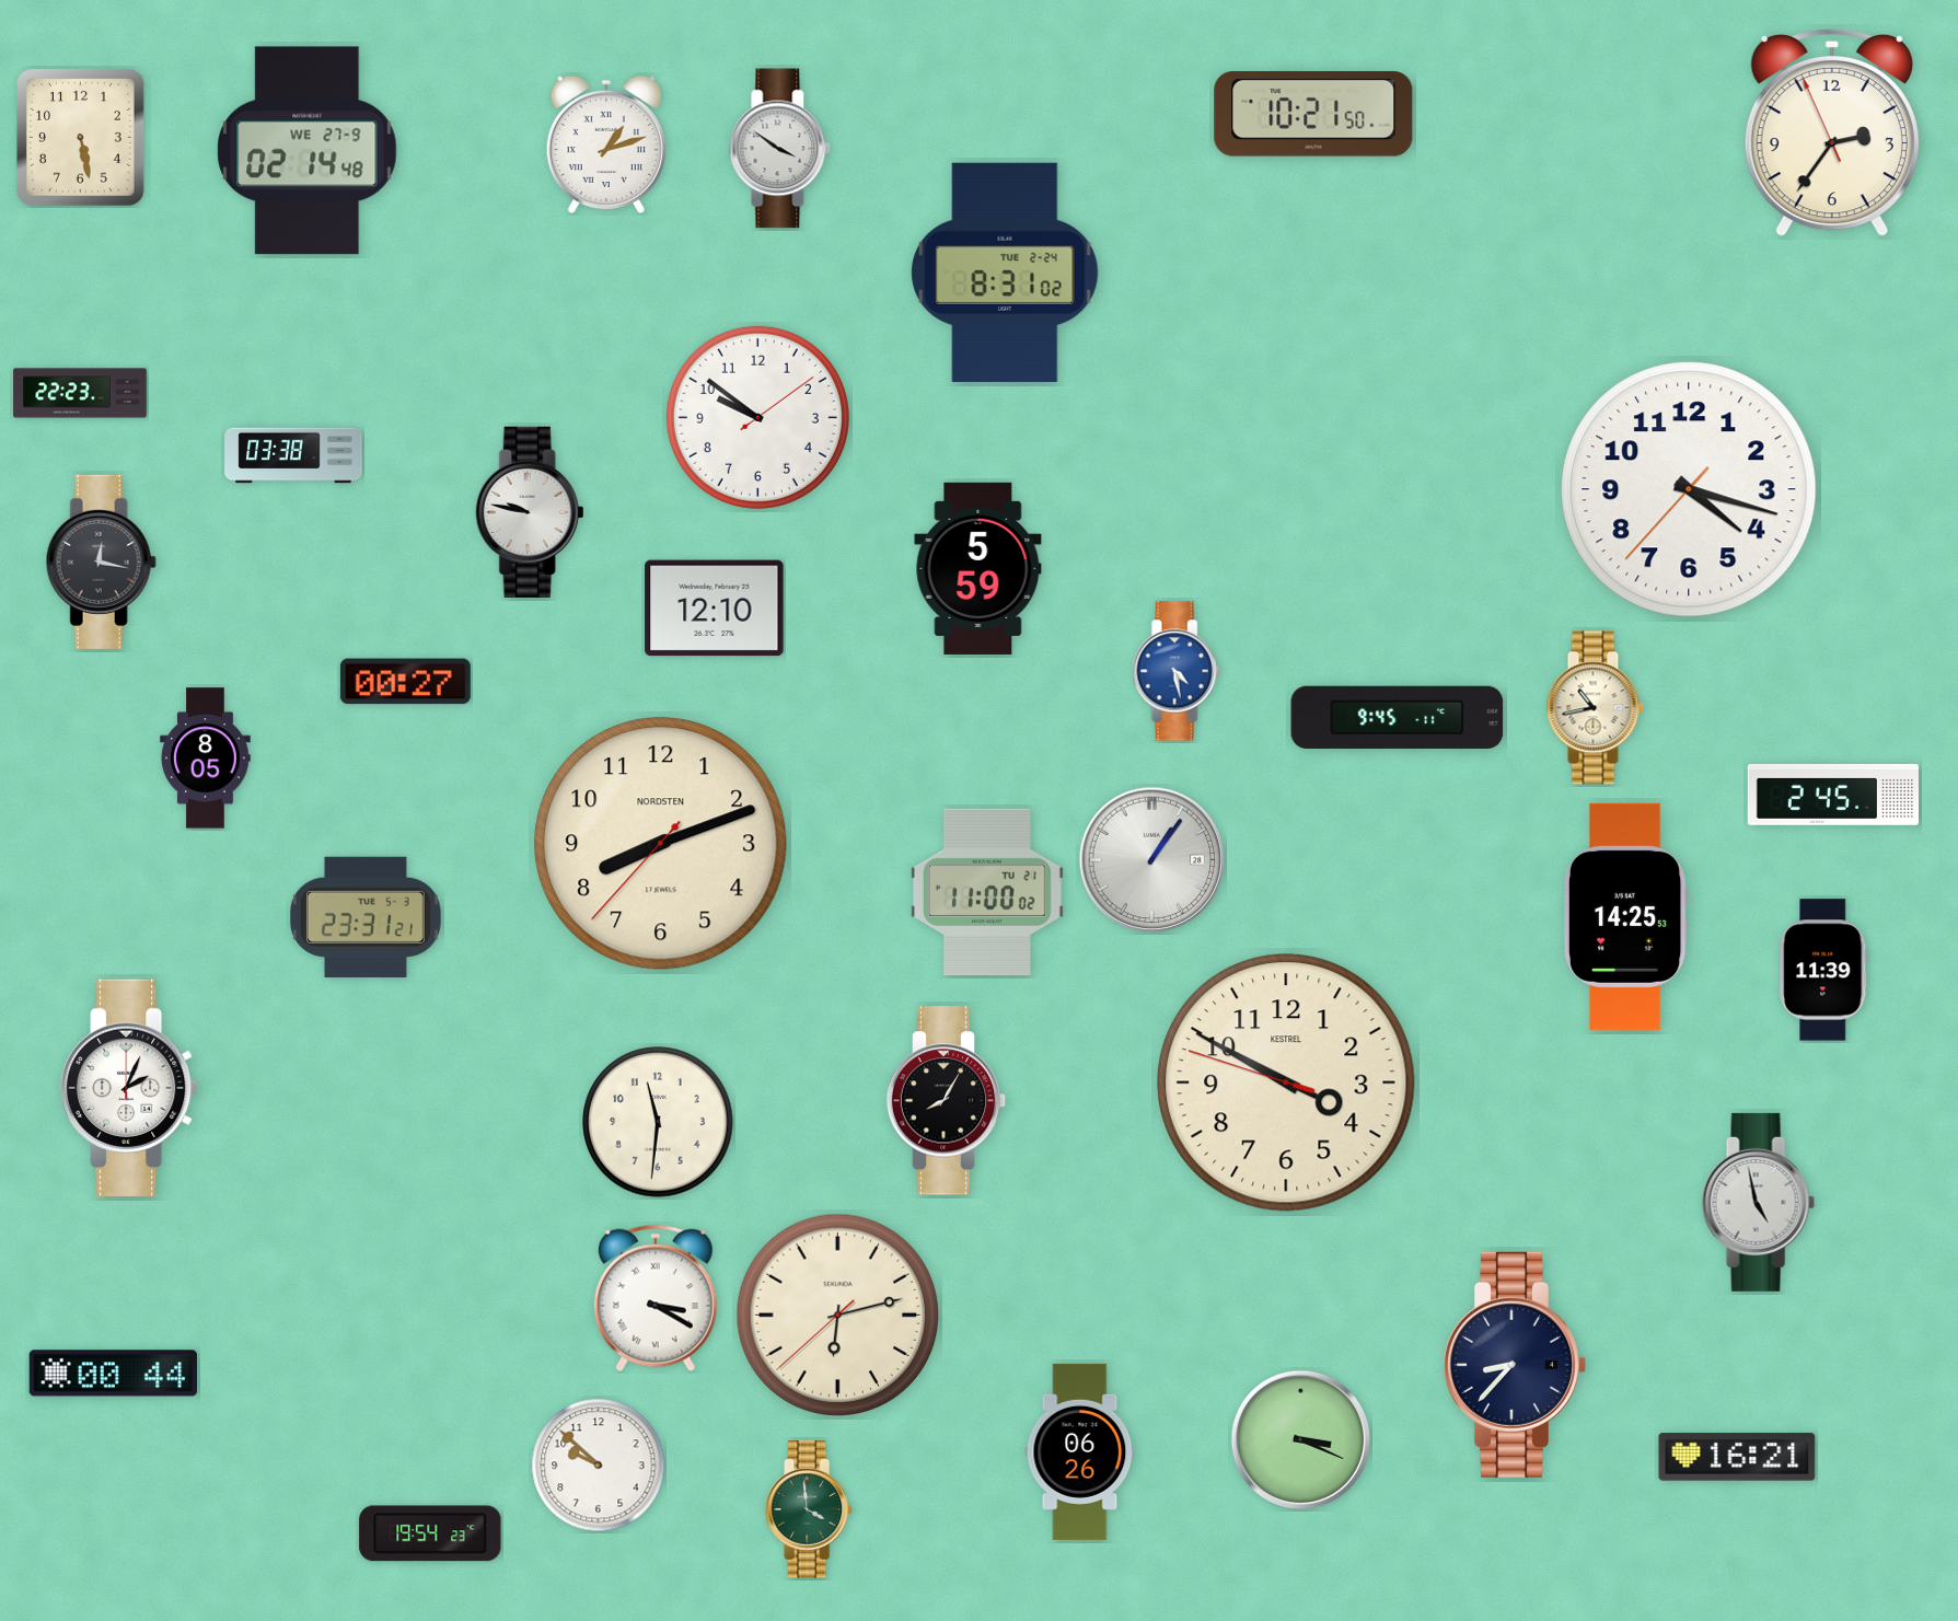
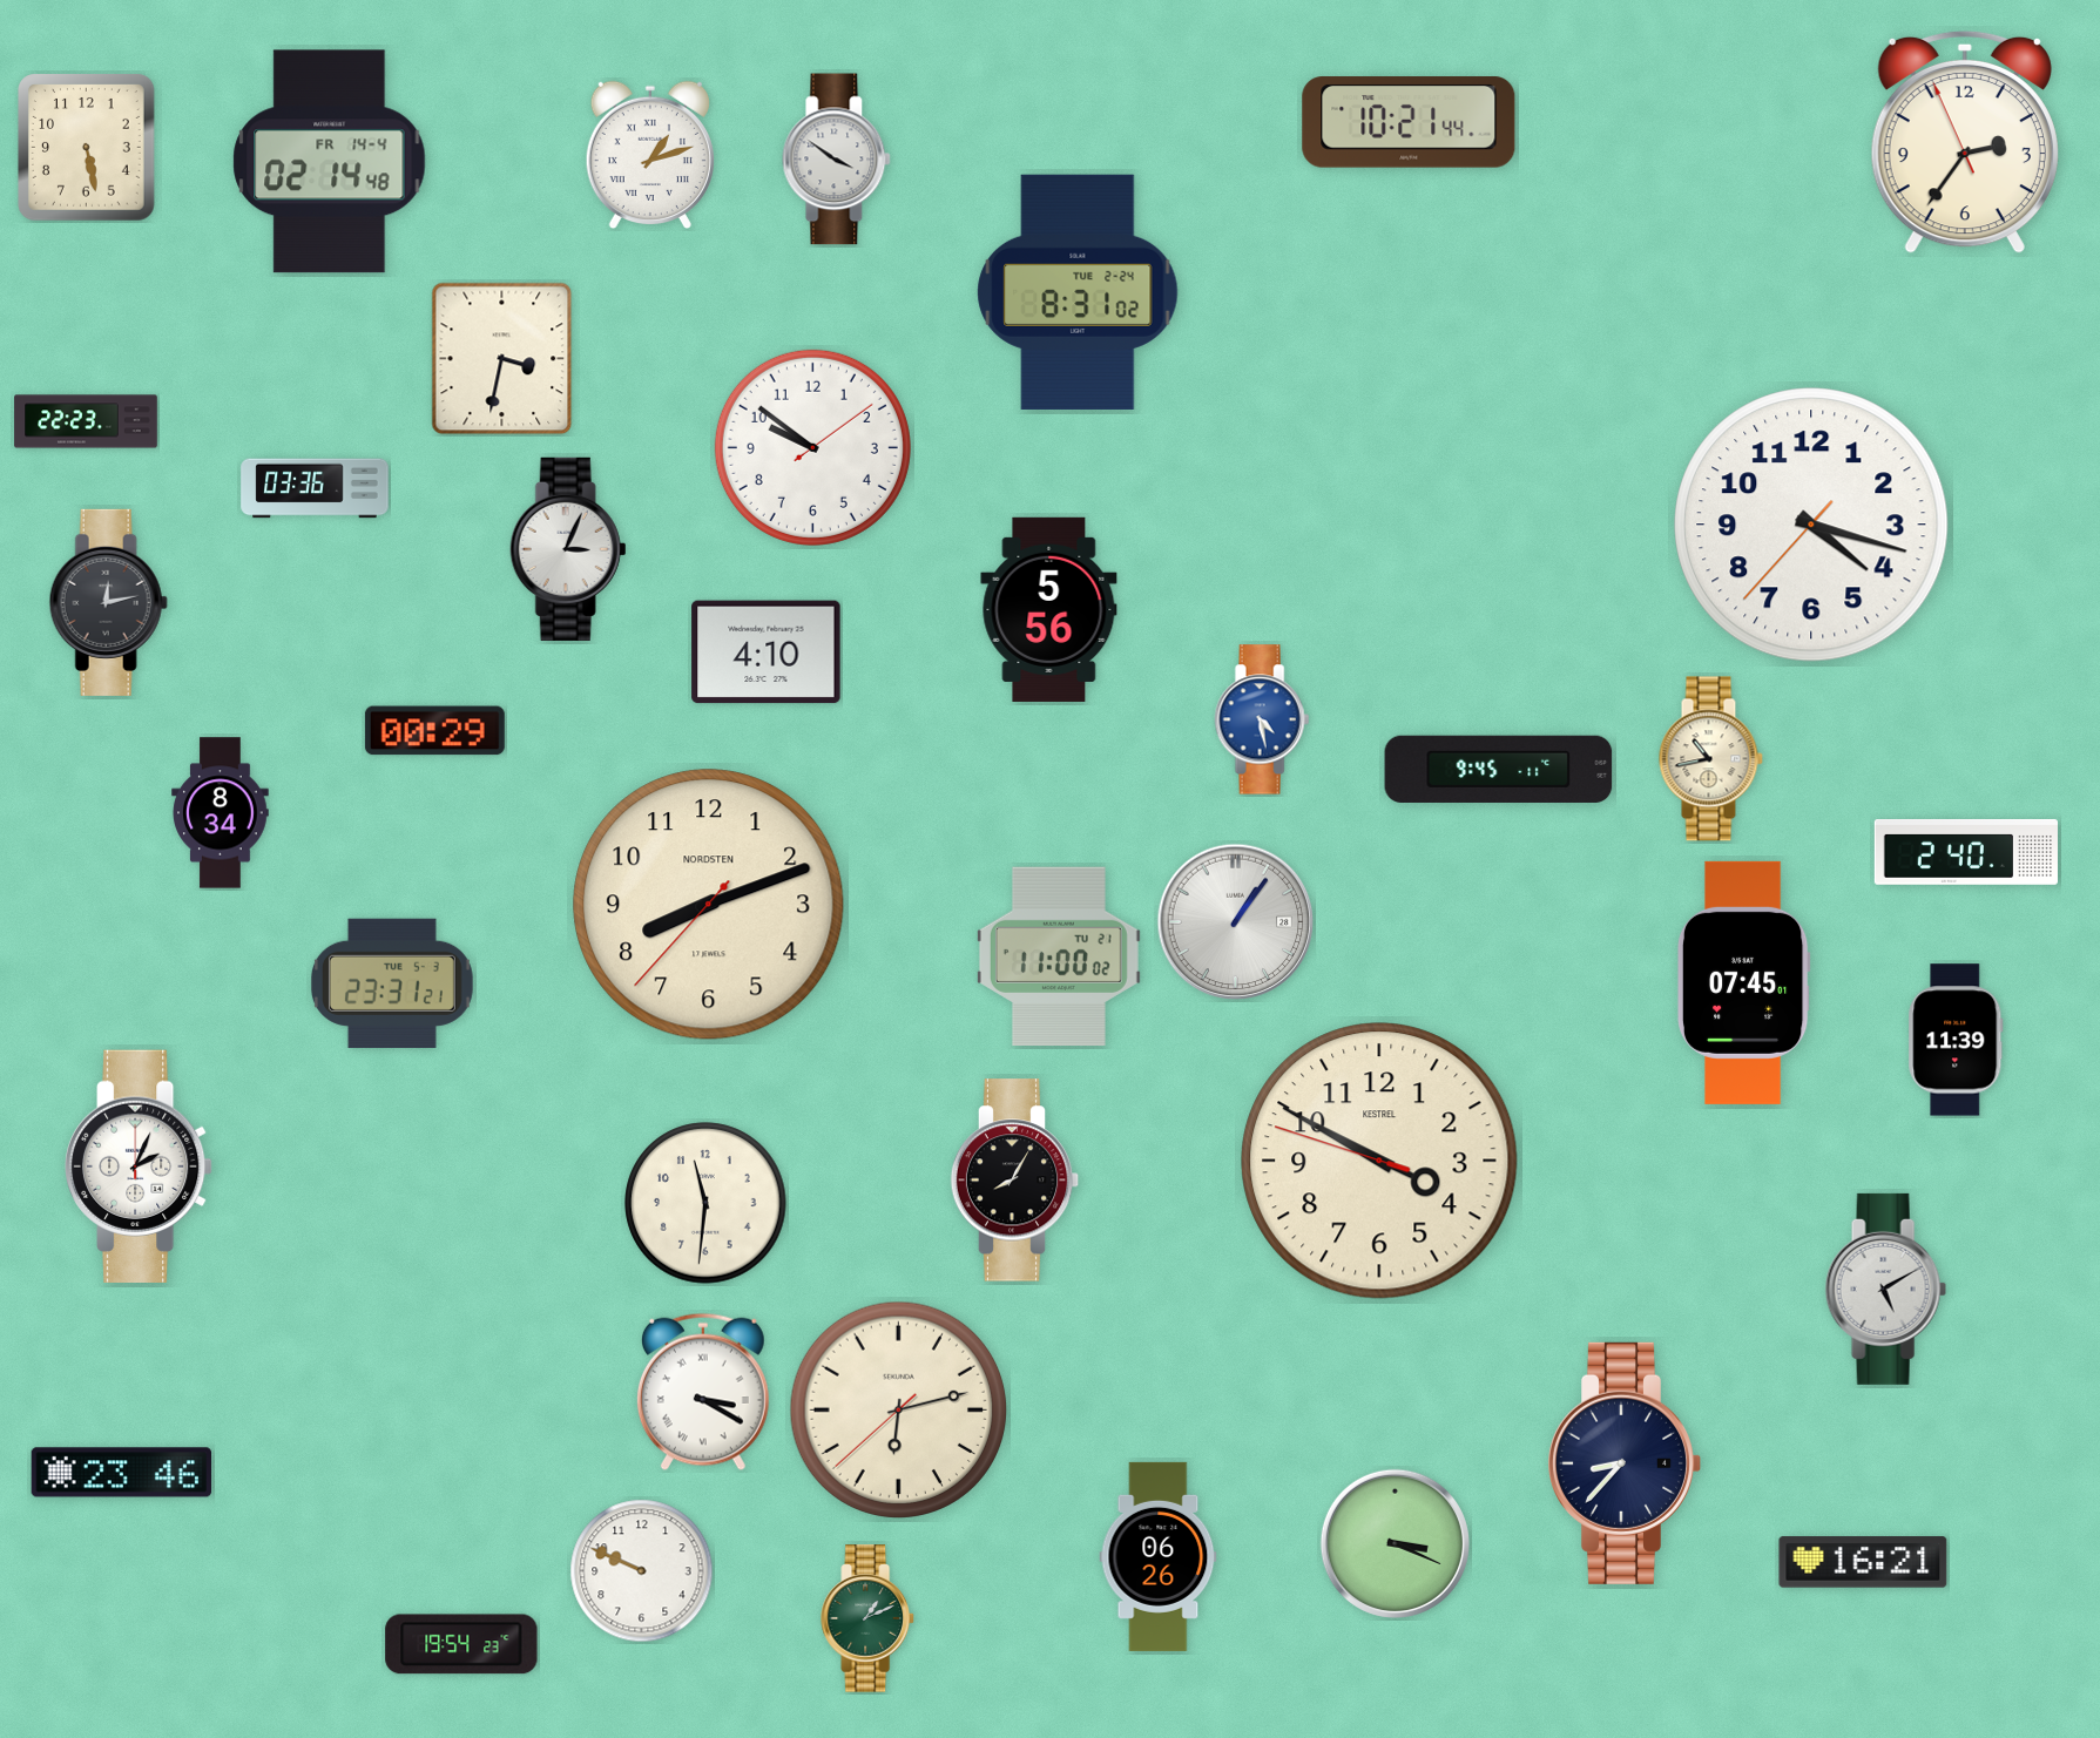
clock at (1313, 114): 10:21:50 -> 10:21:44
clock at (308, 151) date: WE 27-9 -> FR 14-4
clock at (502, 359): none -> 3:32
clock at (293, 455): 03:38 -> 03:36
clock at (530, 512): 9:47 -> 3:04
clock at (101, 561): 12:17 -> 12:13
clock at (978, 568): 5:59 -> 5:56
clock at (715, 609): 12:10 -> 4:10
clock at (405, 682): 00:27 -> 00:29
clock at (206, 759): 8:05 -> 8:34
clock at (1833, 795): 2:45 -> 2:40
clock at (1625, 916): 14:25 -> 07:45
clock at (1758, 1202): 4:58 -> 5:10
clock at (113, 1374): 00:44 -> 23:46
clock at (599, 1466): 9:52 -> 9:49
clock at (809, 1509): 3:59 -> 1:11
